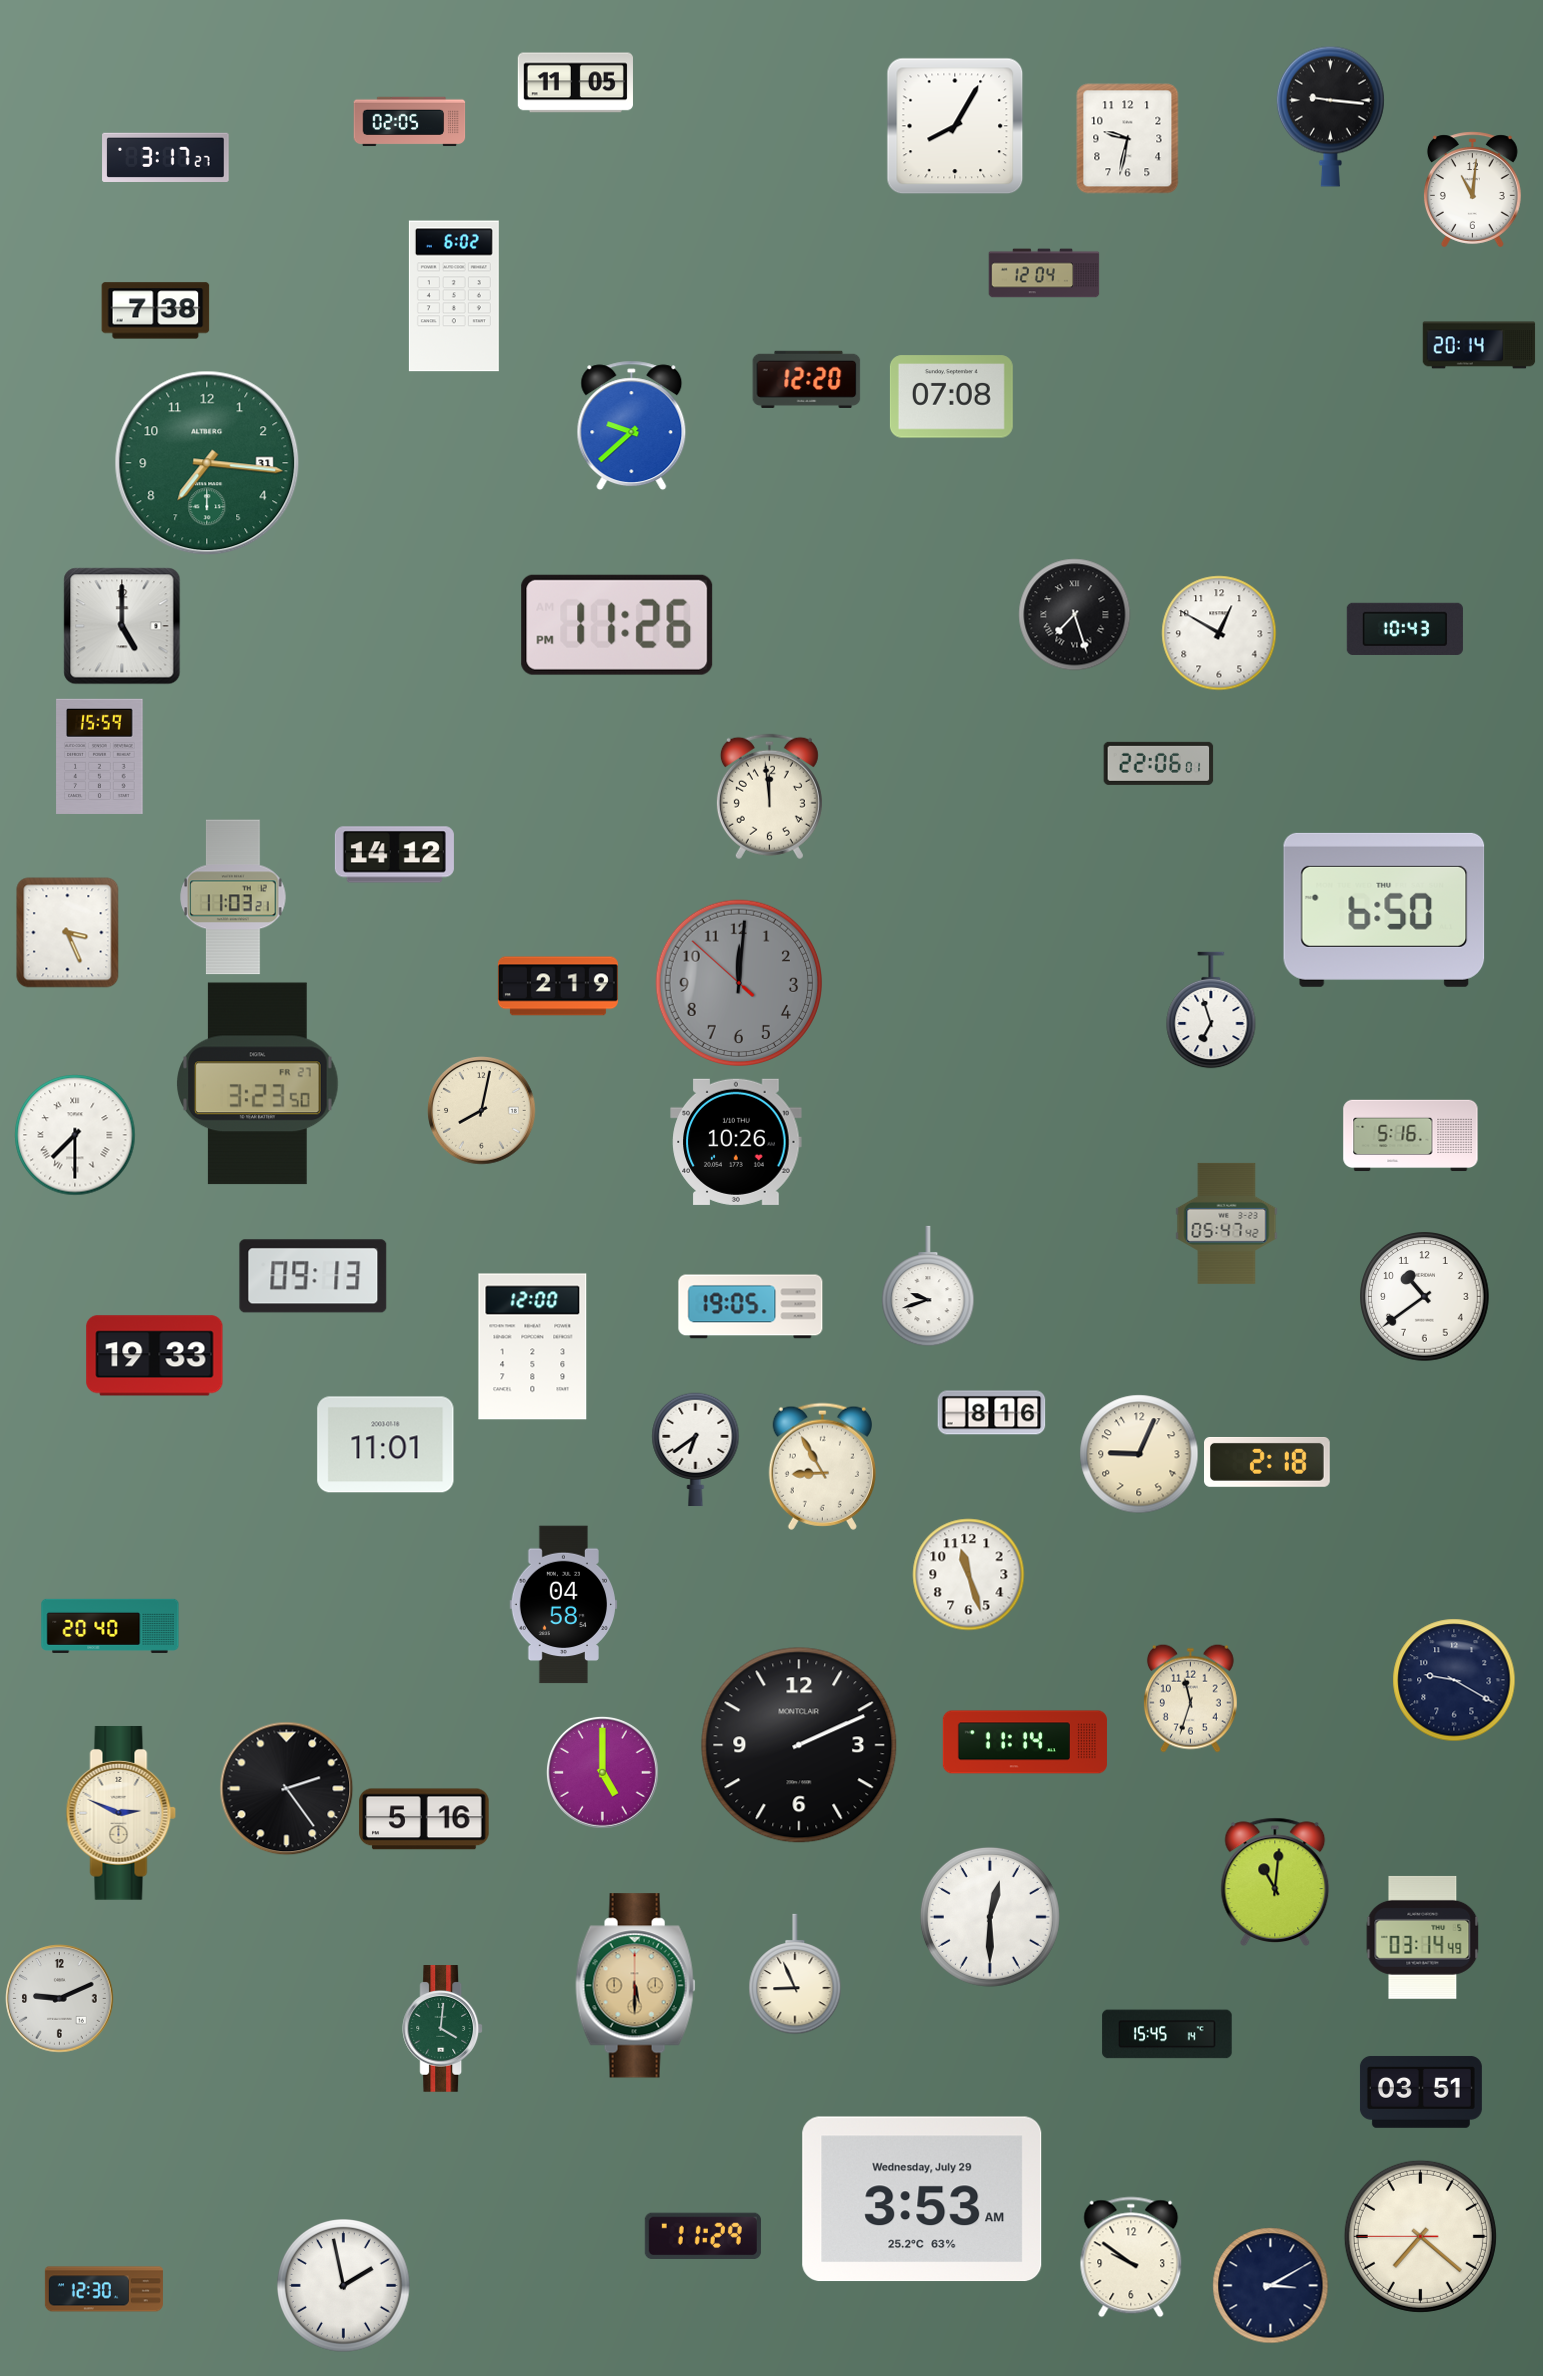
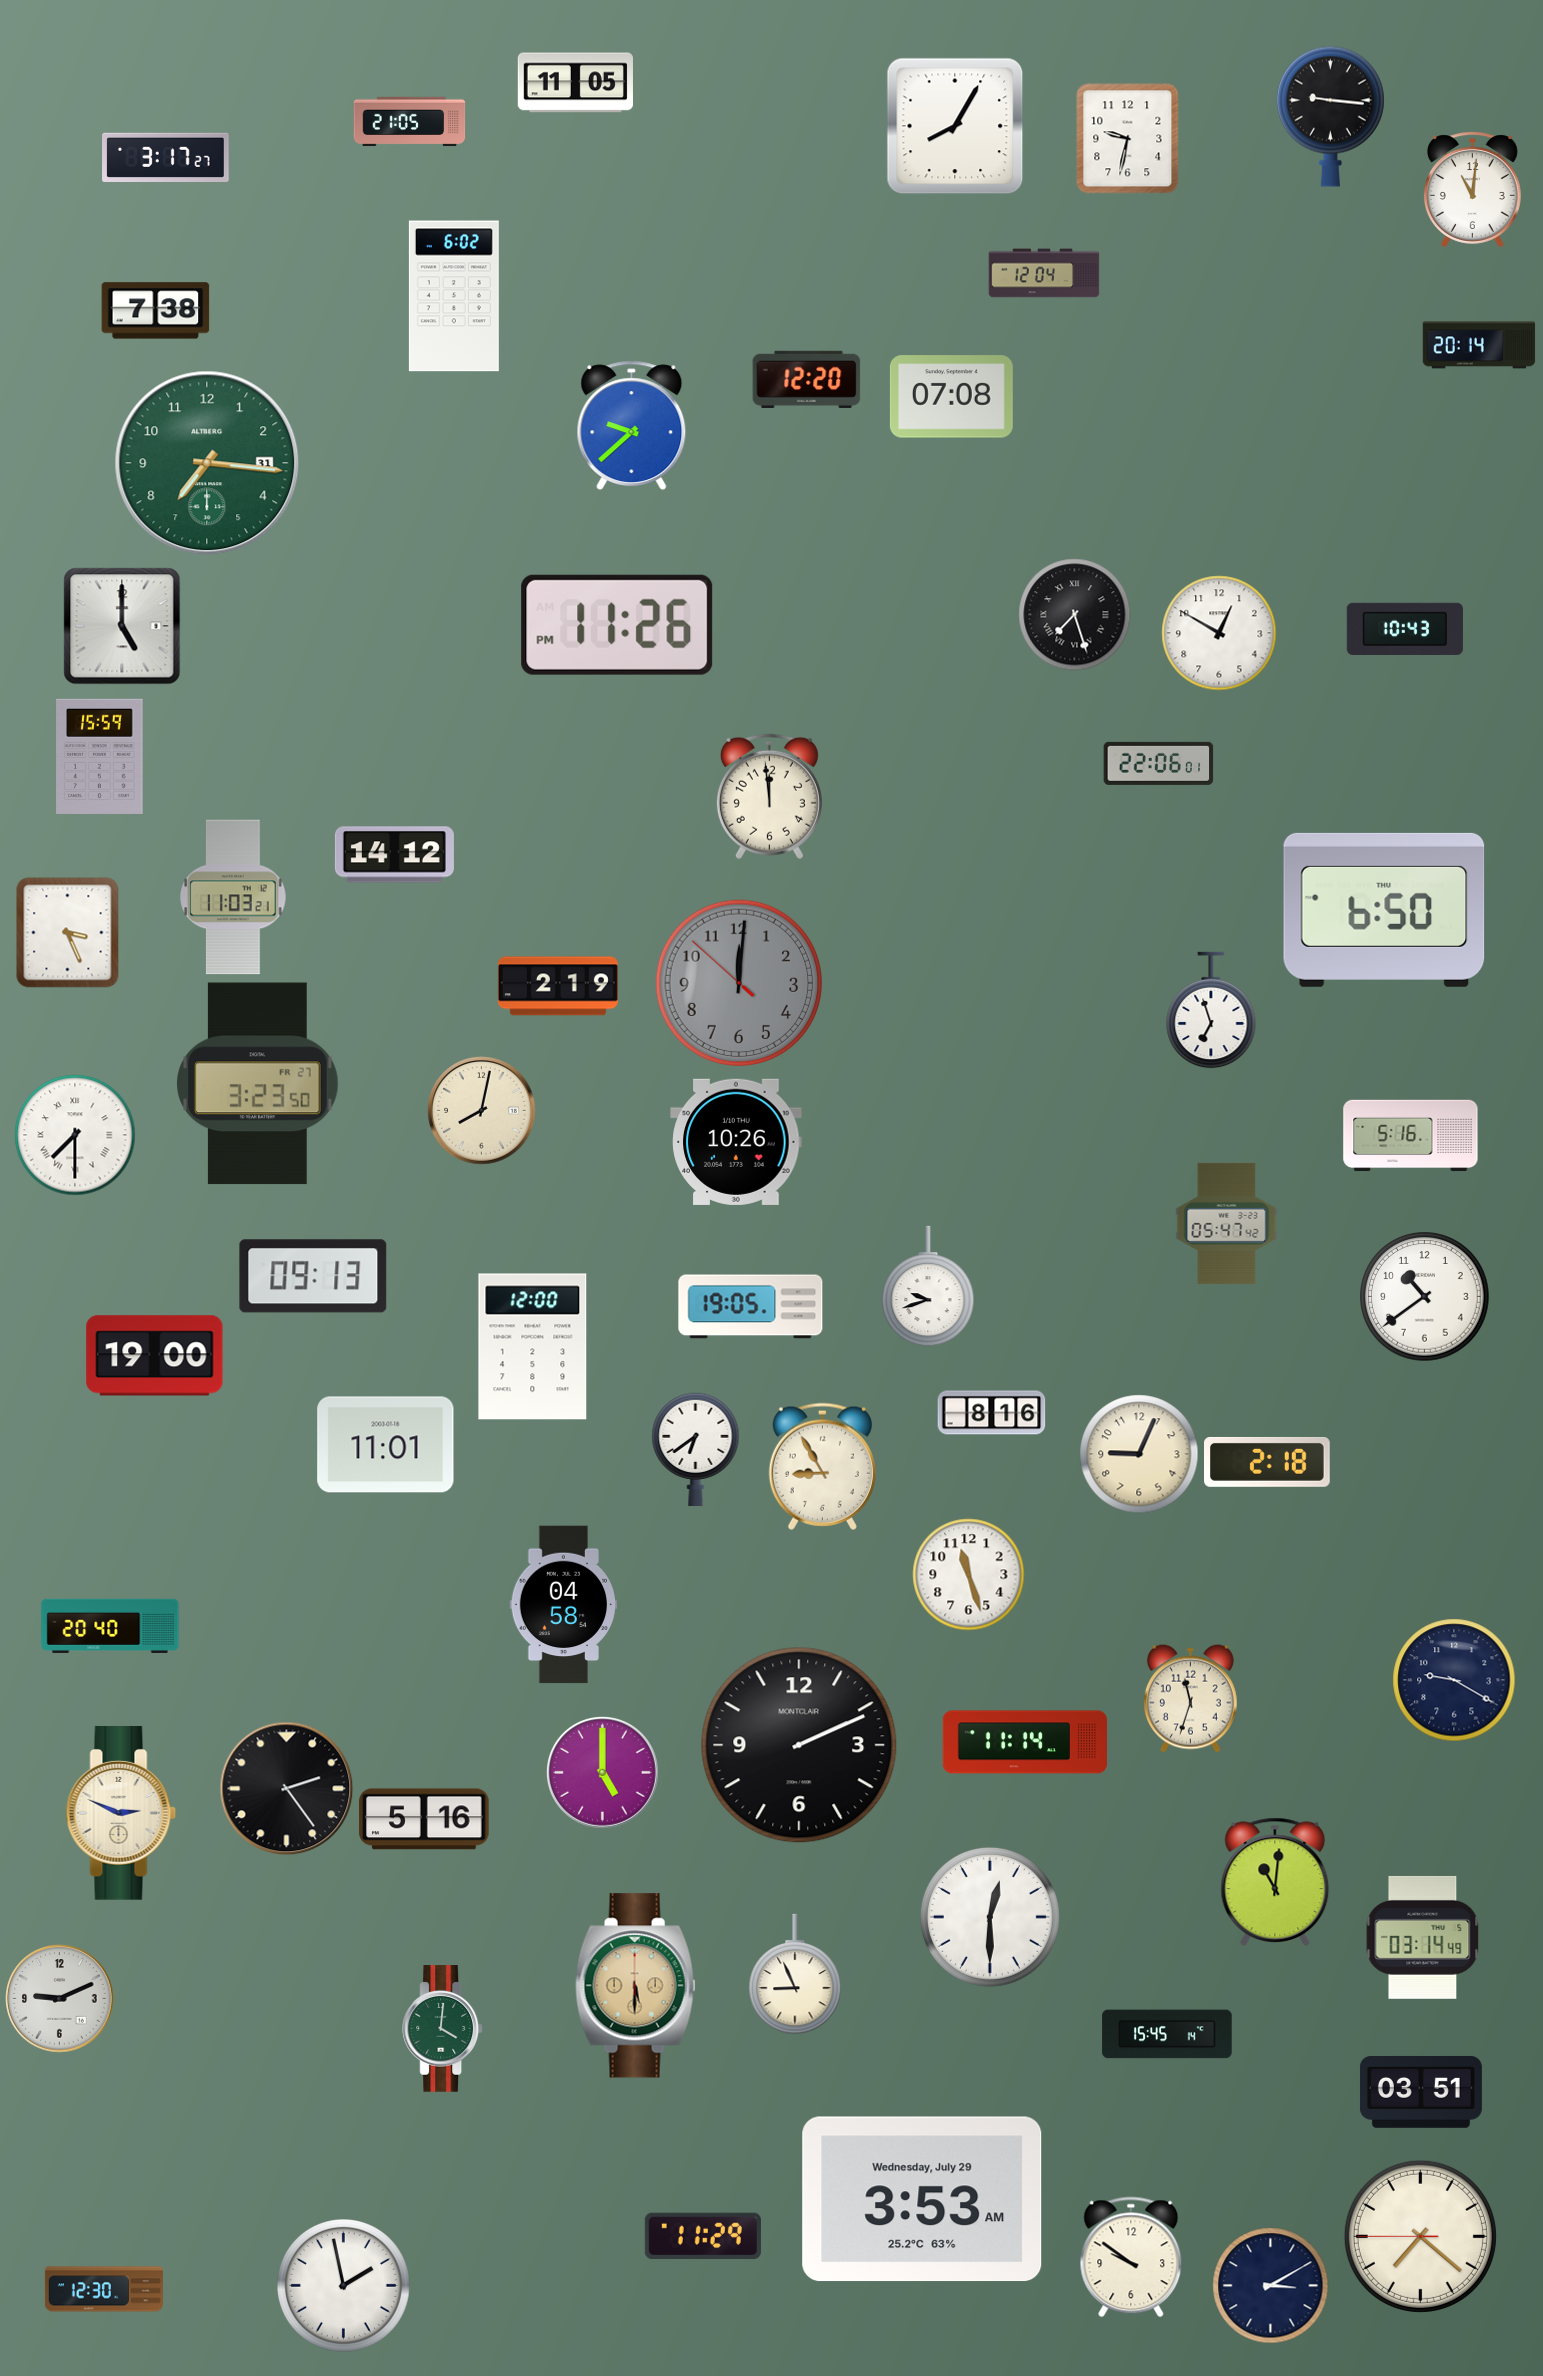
clock at (410, 122): 02:05 -> 21:05
clock at (155, 1356): 19:33 -> 19:00
